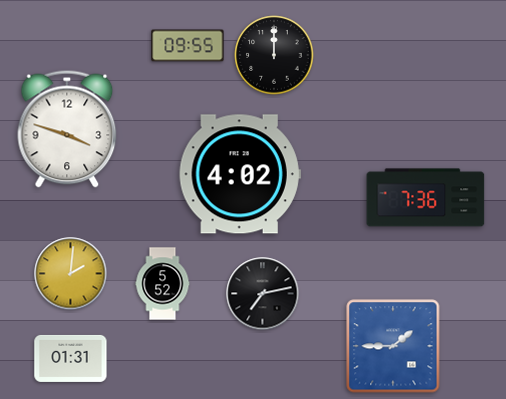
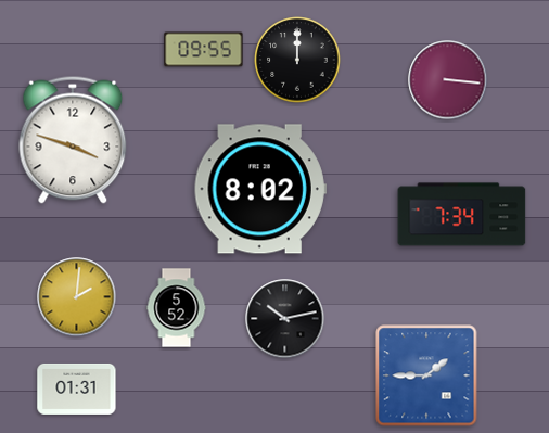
clock at (448, 80): none -> 3:16
clock at (240, 174): 4:02 -> 8:02
clock at (426, 198): 7:36 -> 7:34
clock at (263, 294): 7:13 -> 10:13
